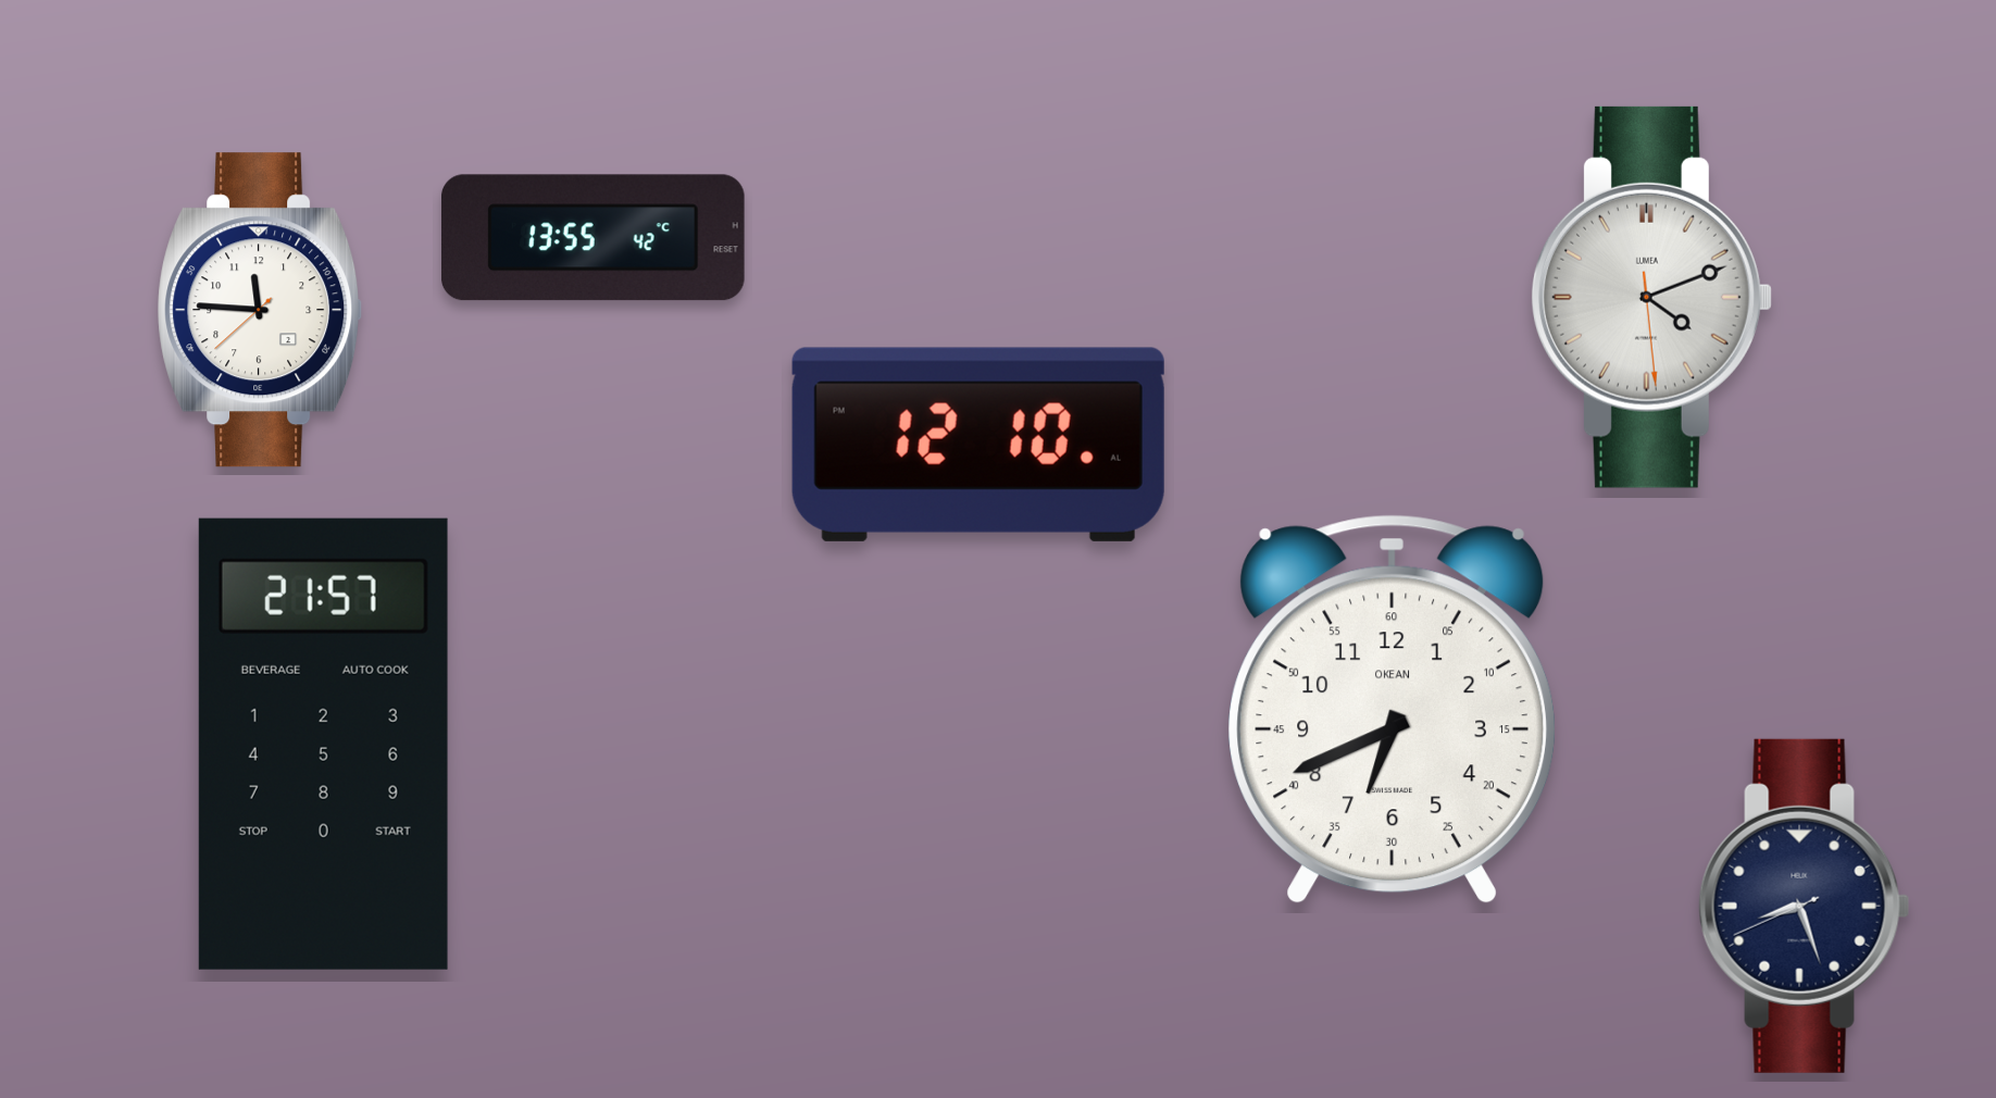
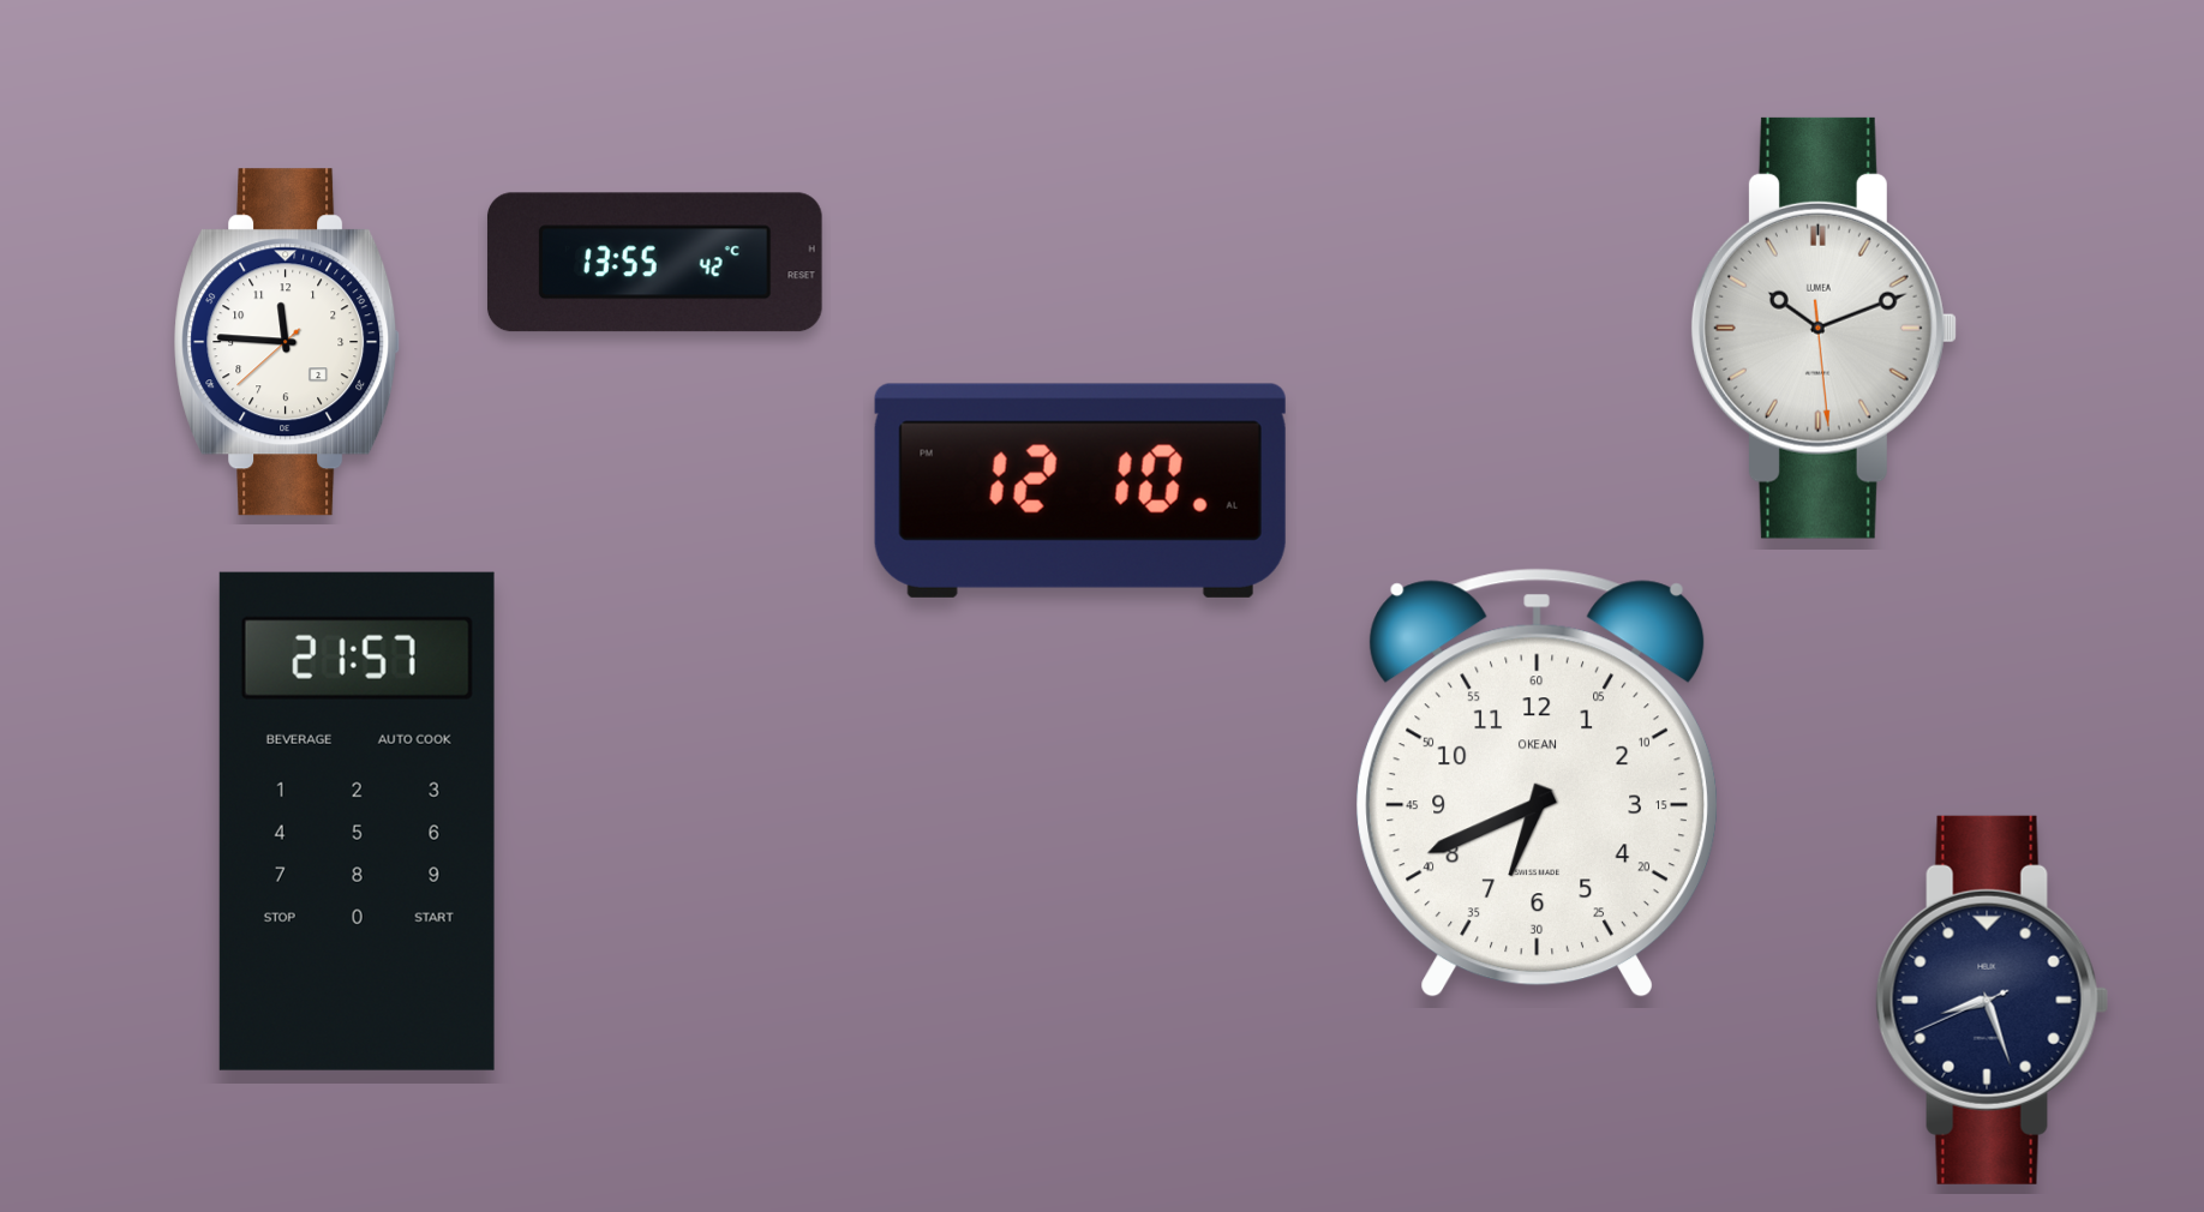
clock at (1651, 297): 4:11 -> 10:11
